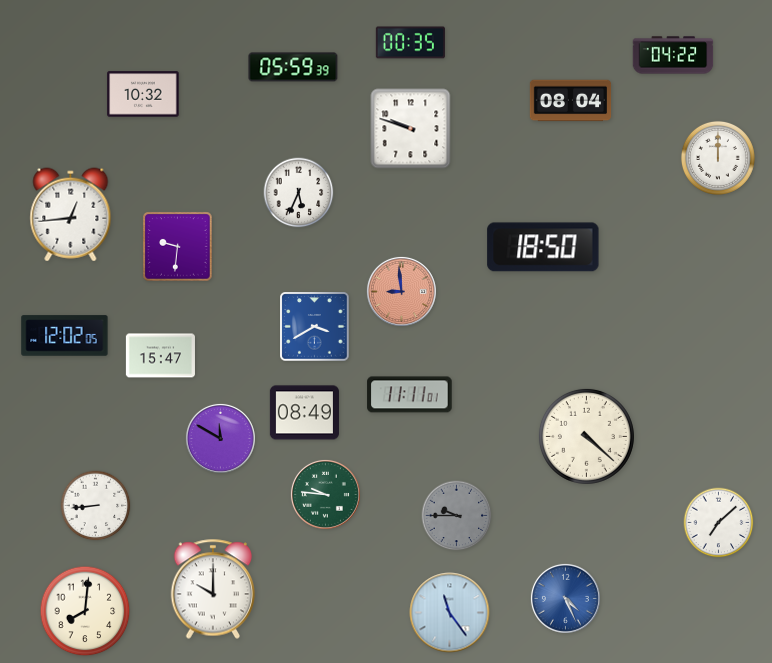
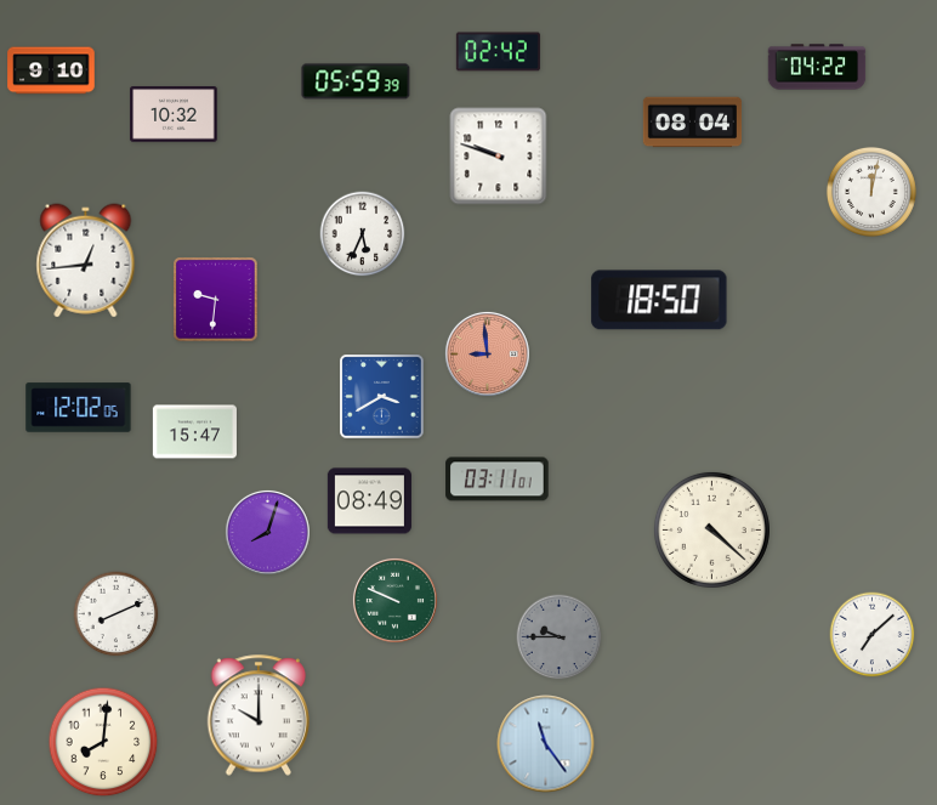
clock at (410, 43): 00:35 -> 02:42
clock at (51, 70): none -> 9:10
clock at (718, 158): 12:00 -> 12:02
clock at (410, 395): 11:11 -> 03:11
clock at (220, 438): 11:50 -> 8:03
clock at (325, 494): 9:46 -> 9:49
clock at (96, 506): 8:44 -> 8:11
clock at (457, 516) position: (457, 516) -> (560, 637)
clock at (565, 598): 4:26 -> none
